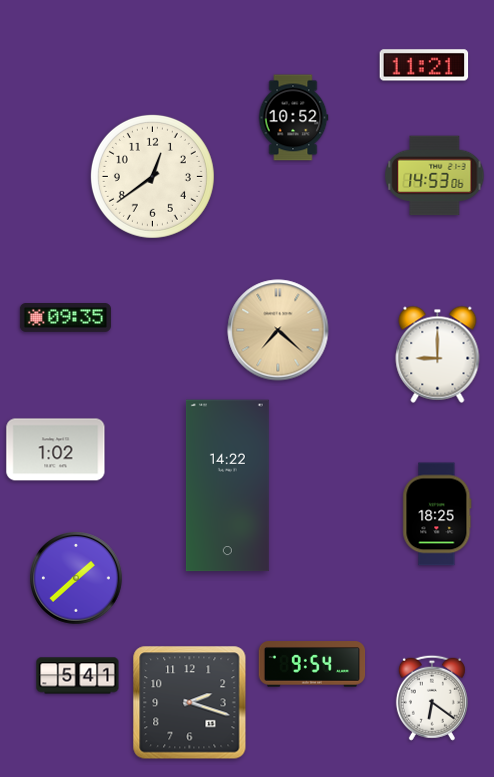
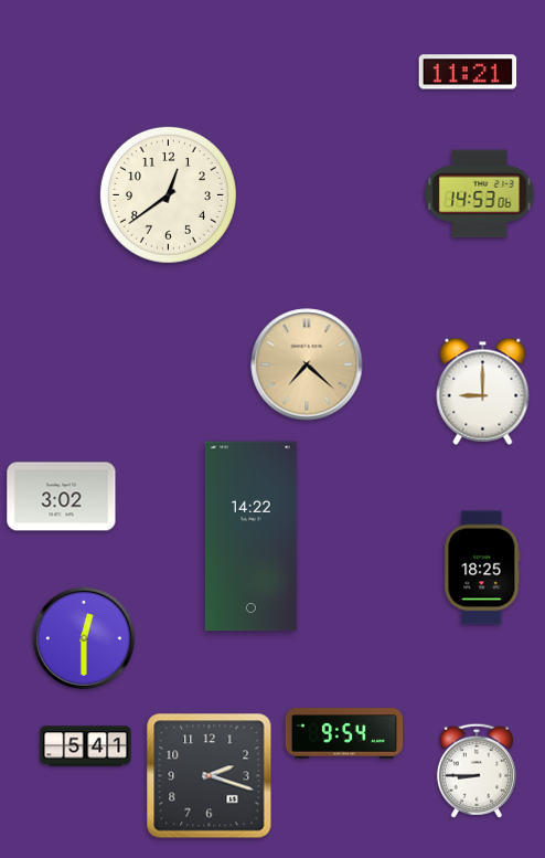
clock at (293, 118): 10:52 -> none
clock at (65, 318): 09:35 -> none
clock at (56, 450): 1:02 -> 3:02
clock at (77, 579): 1:38 -> 12:30
clock at (432, 698): 6:21 -> 8:45
